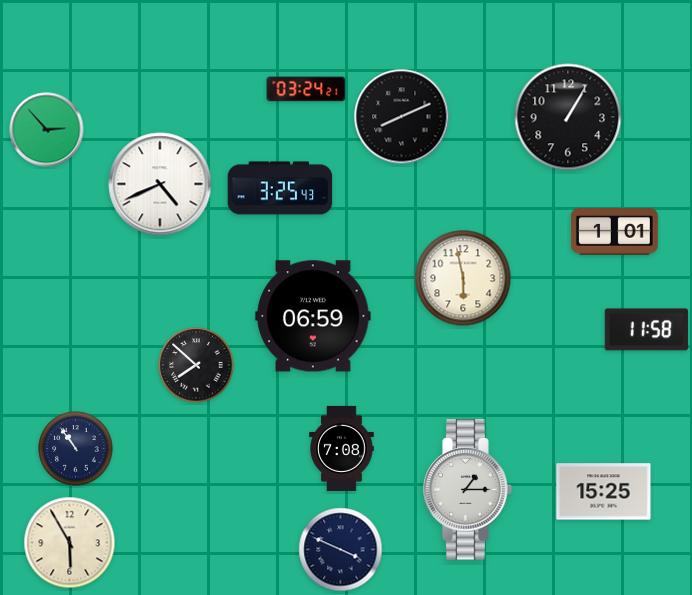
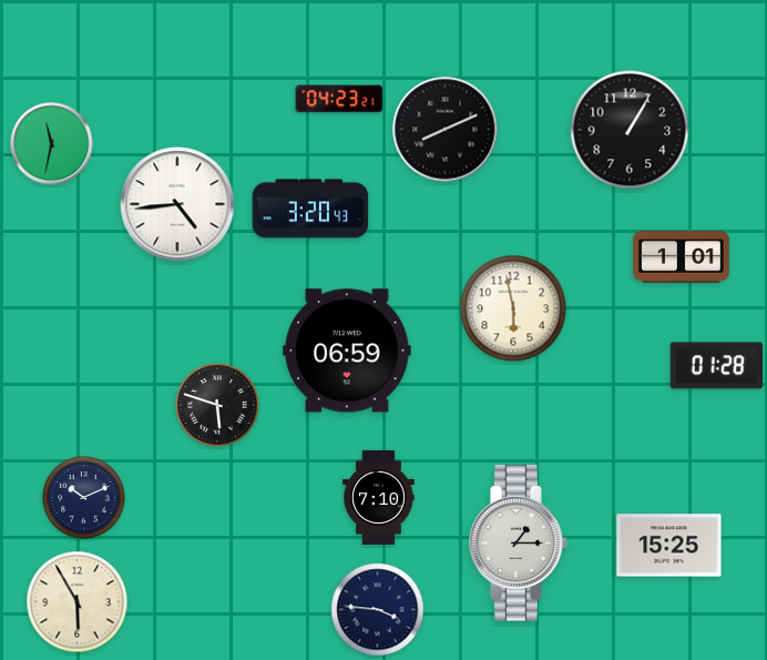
clock at (306, 89): 03:24 -> 04:23
clock at (47, 130): 2:53 -> 11:32
clock at (160, 184): 4:41 -> 4:44
clock at (280, 188): 3:25 -> 3:20
clock at (646, 330): 11:58 -> 01:28
clock at (196, 365): 7:52 -> 5:48
clock at (342, 448): 7:08 -> 7:10
clock at (76, 449): 10:54 -> 10:11
clock at (341, 550): 3:49 -> 3:46
